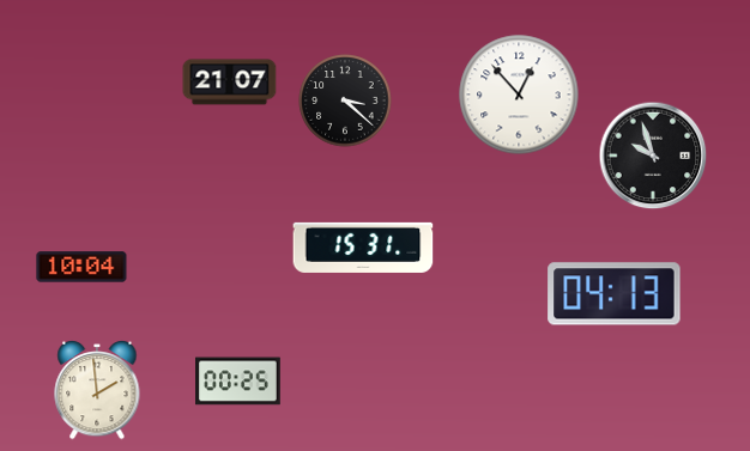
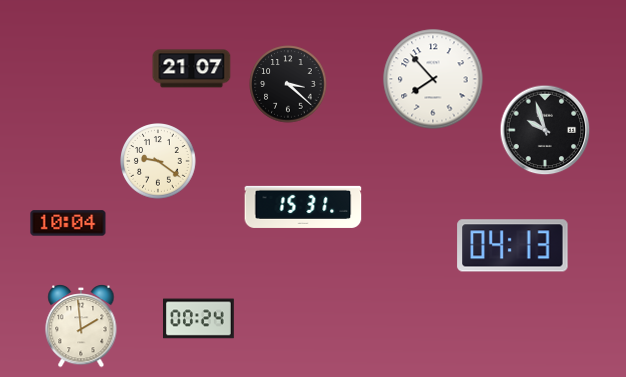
clock at (519, 95): 12:53 -> 7:53
clock at (158, 161): none -> 9:21
clock at (238, 382): 00:25 -> 00:24
